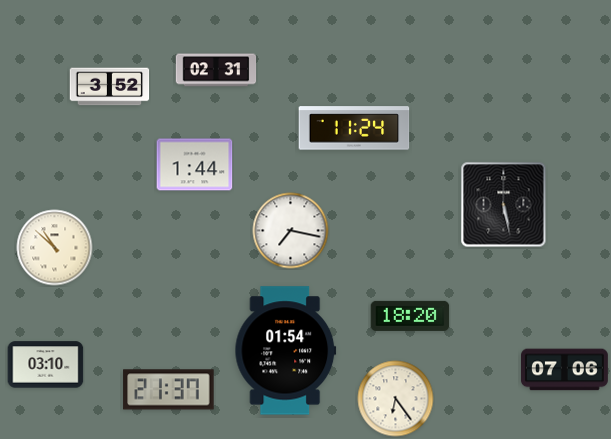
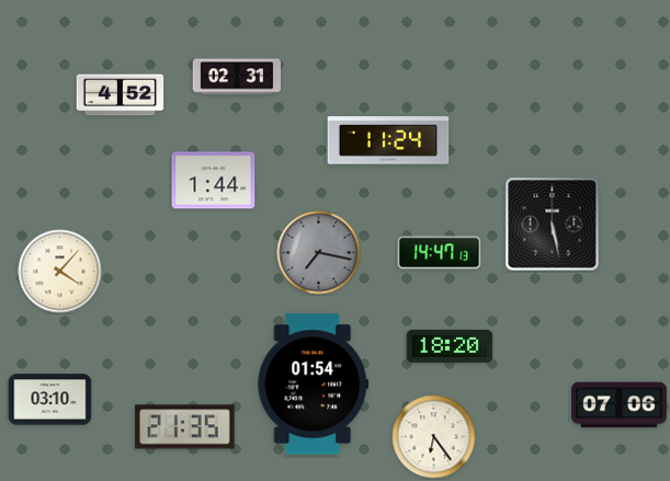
clock at (110, 87): 3:52 -> 4:52
clock at (291, 231) dial: white -> grey
clock at (440, 253): none -> 14:47
clock at (55, 248): 10:52 -> 4:07
clock at (169, 390): 21:37 -> 21:35
